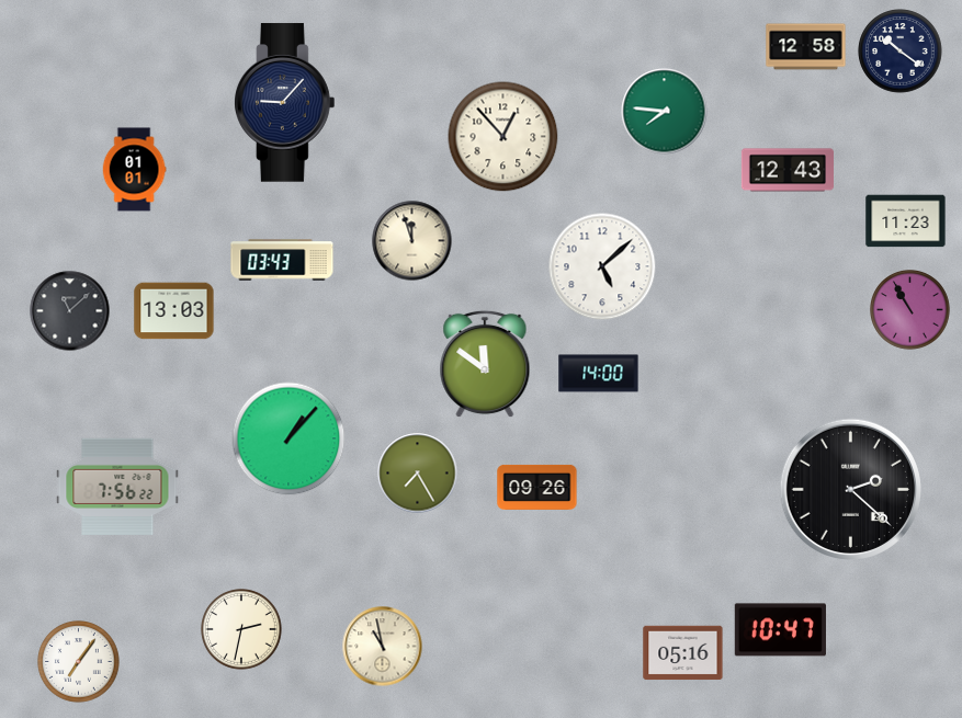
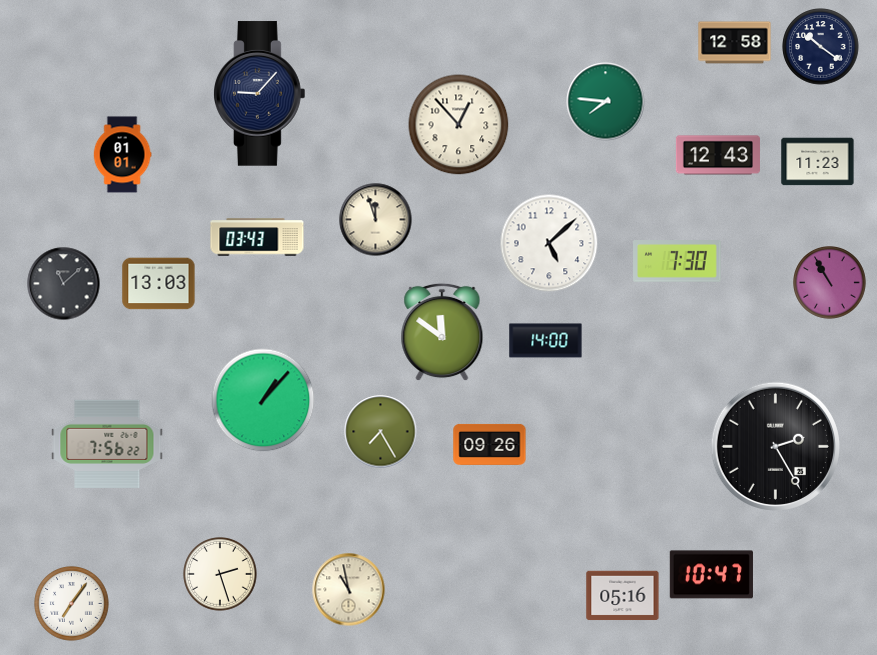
clock at (906, 221) position: (906, 221) -> (818, 162)
clock at (677, 262): none -> 7:30
clock at (850, 489): 2:22 -> 2:25
clock at (241, 629): 2:32 -> 2:27
